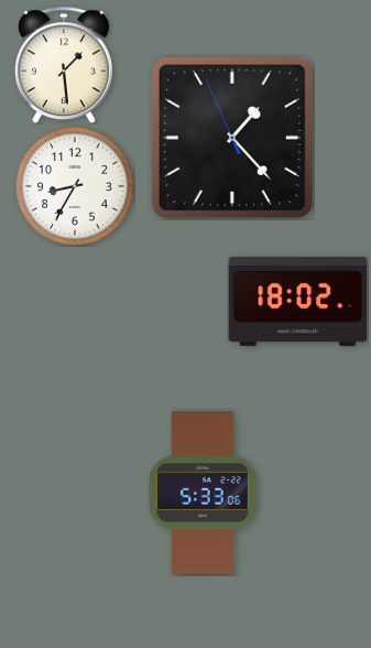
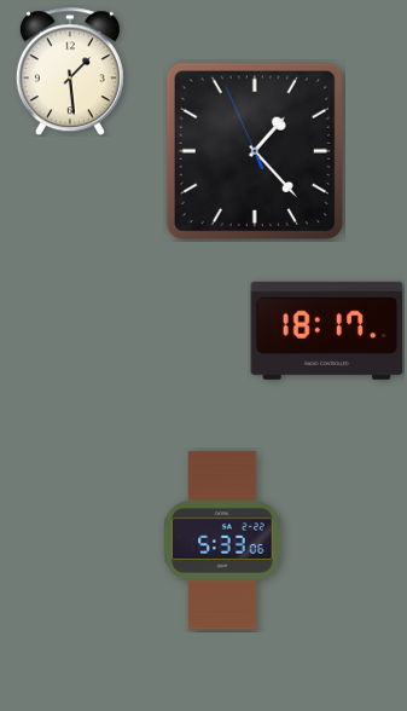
clock at (76, 187): 8:35 -> none
clock at (298, 301): 18:02 -> 18:17
